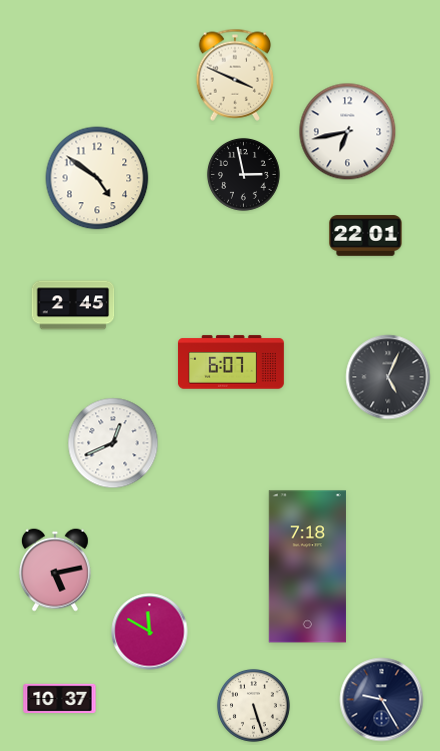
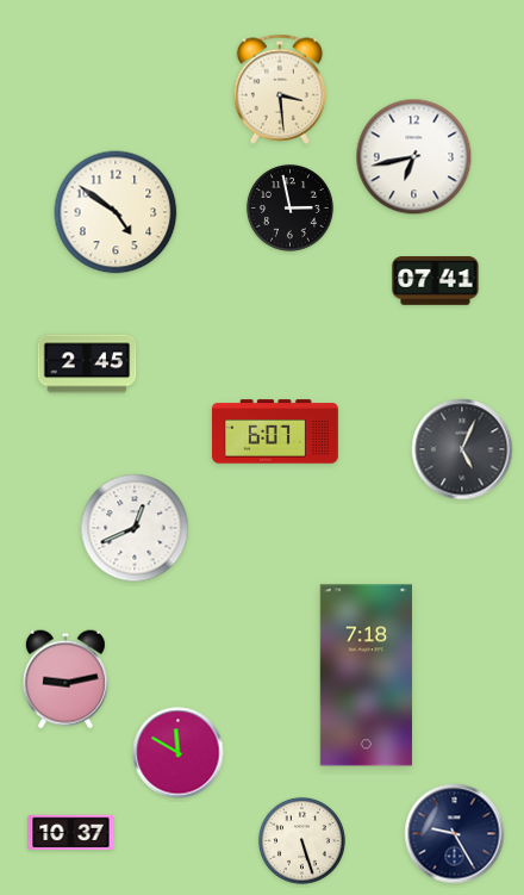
clock at (235, 75): 3:49 -> 3:29
clock at (366, 236): 22:01 -> 07:41
clock at (55, 570): 5:13 -> 9:13
